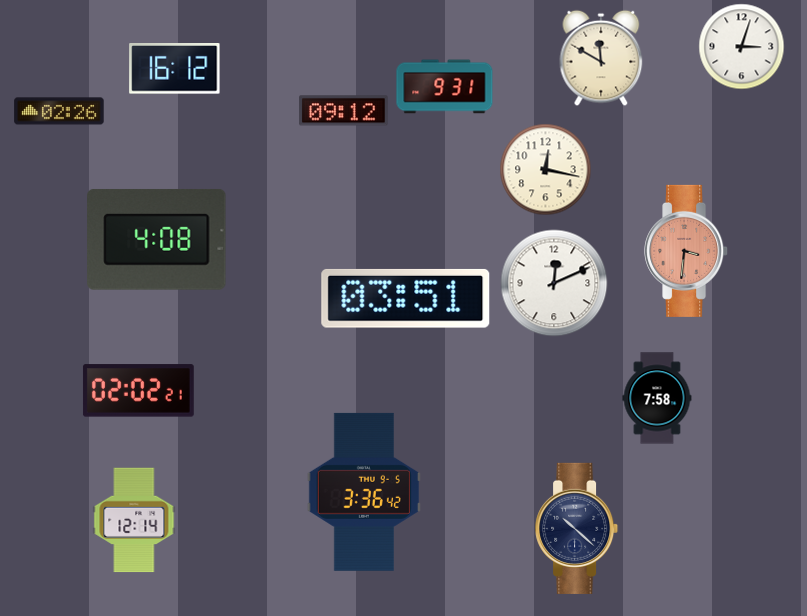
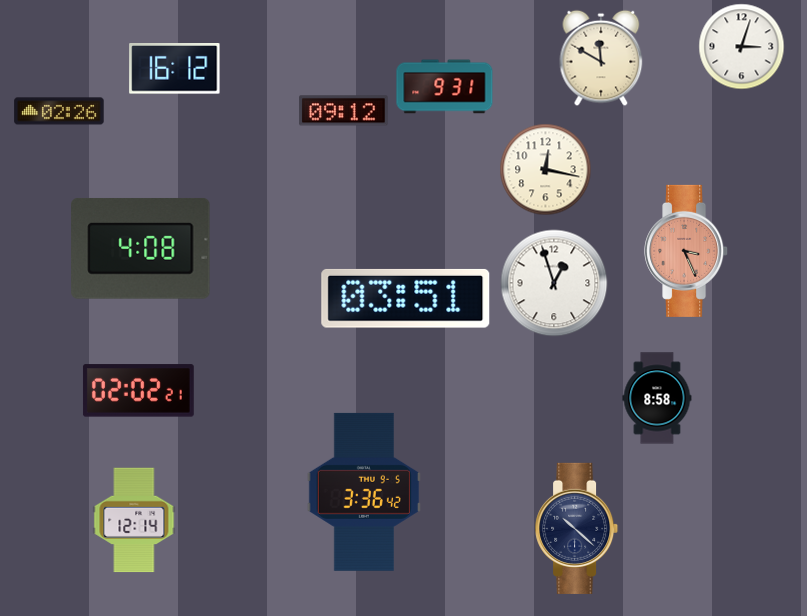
clock at (157, 239) position: (157, 239) -> (141, 248)
clock at (687, 251): 3:31 -> 3:26
clock at (554, 283): 12:11 -> 12:57
clock at (657, 398): 7:58 -> 8:58
